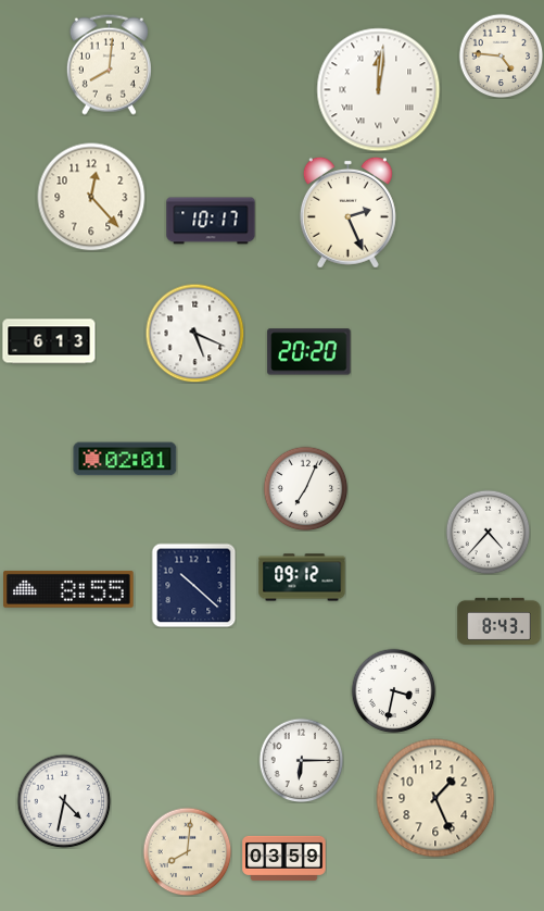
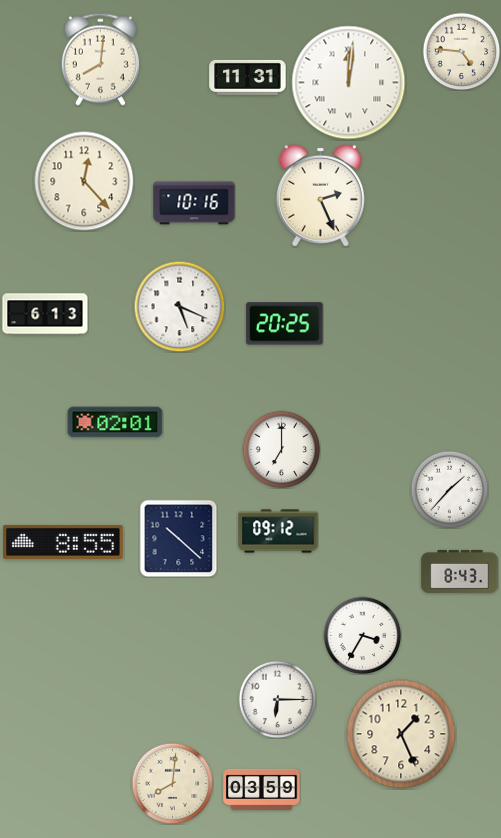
clock at (248, 77): none -> 11:31
clock at (211, 221): 10:17 -> 10:16
clock at (309, 352): 20:20 -> 20:25
clock at (305, 488): 7:04 -> 7:00
clock at (488, 532): 4:37 -> 1:37
clock at (393, 690): 3:32 -> 3:35
clock at (64, 801): 4:32 -> none
